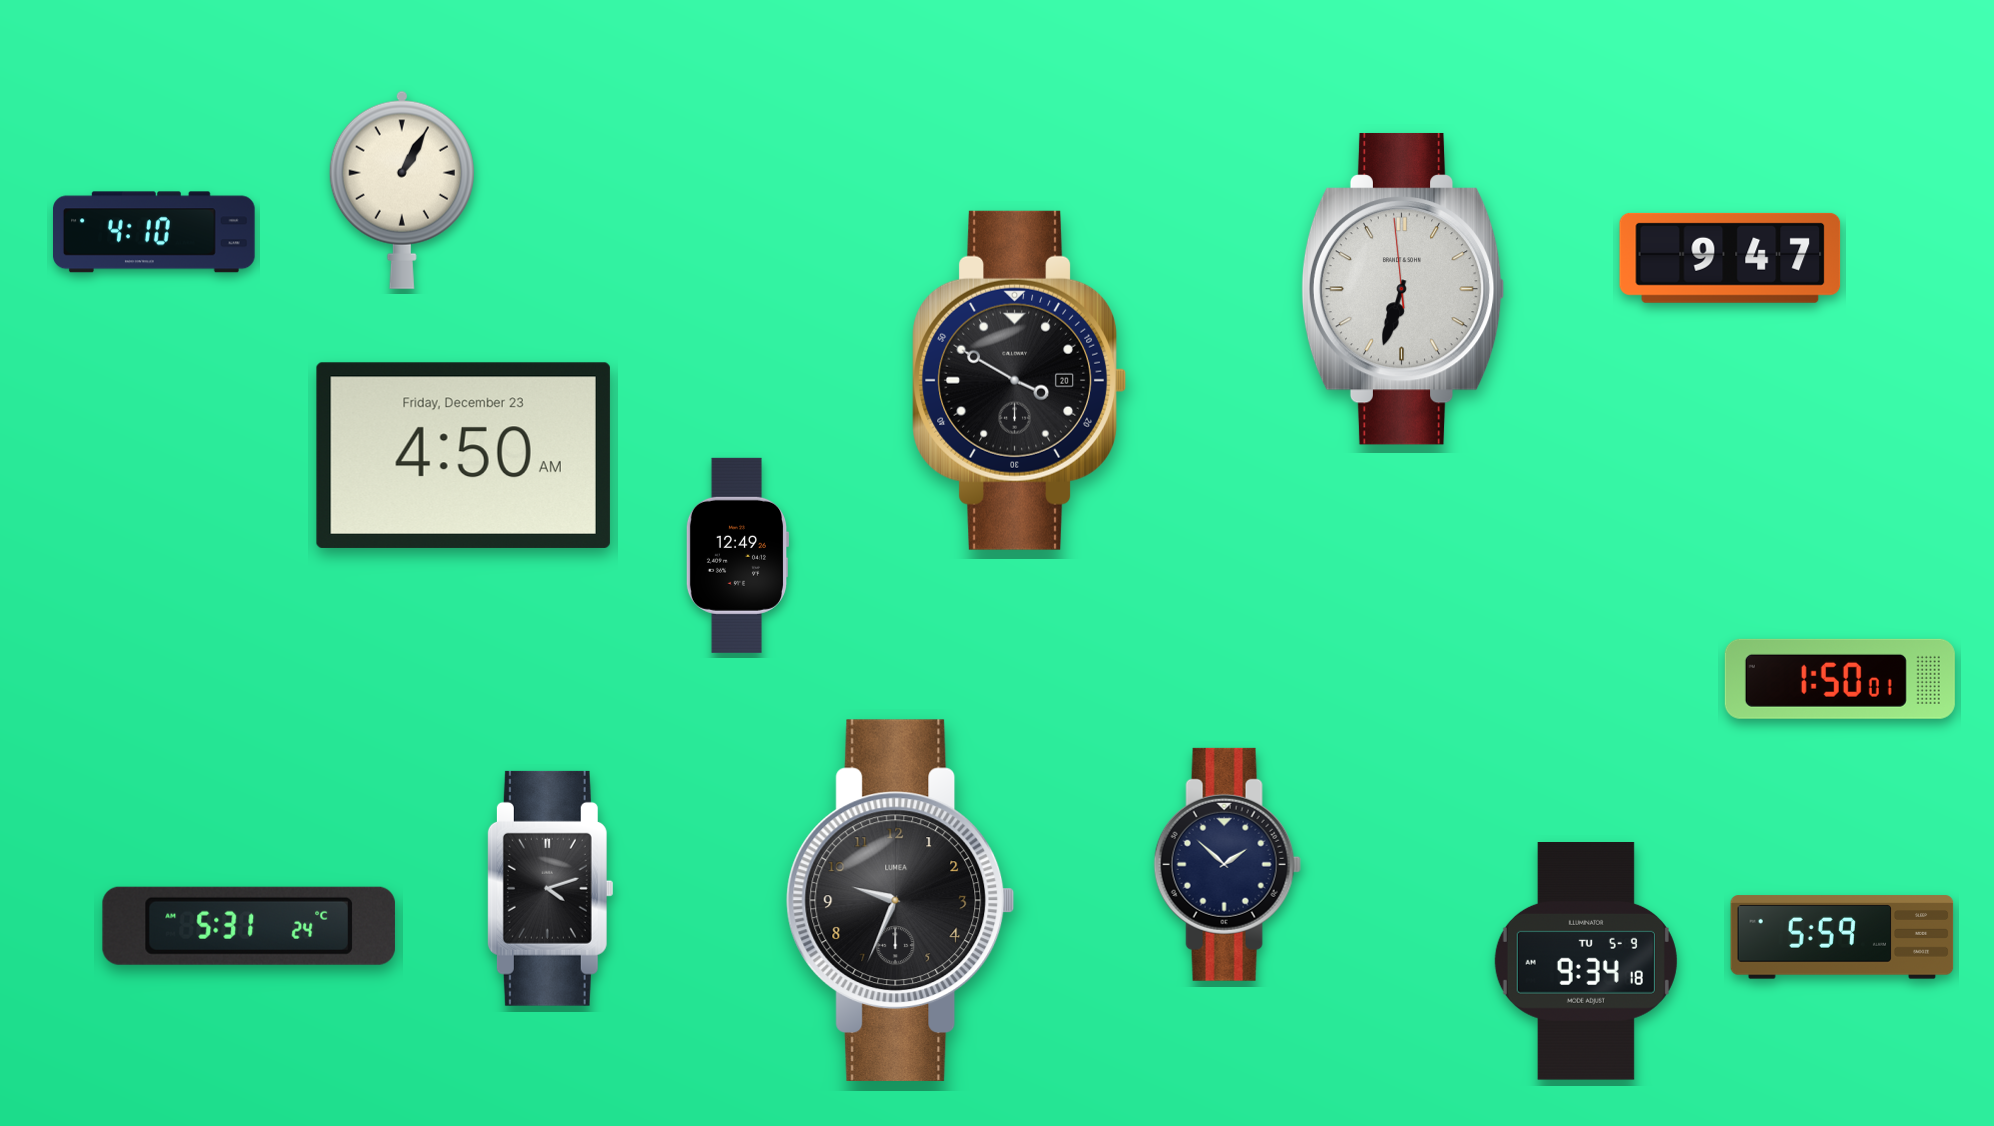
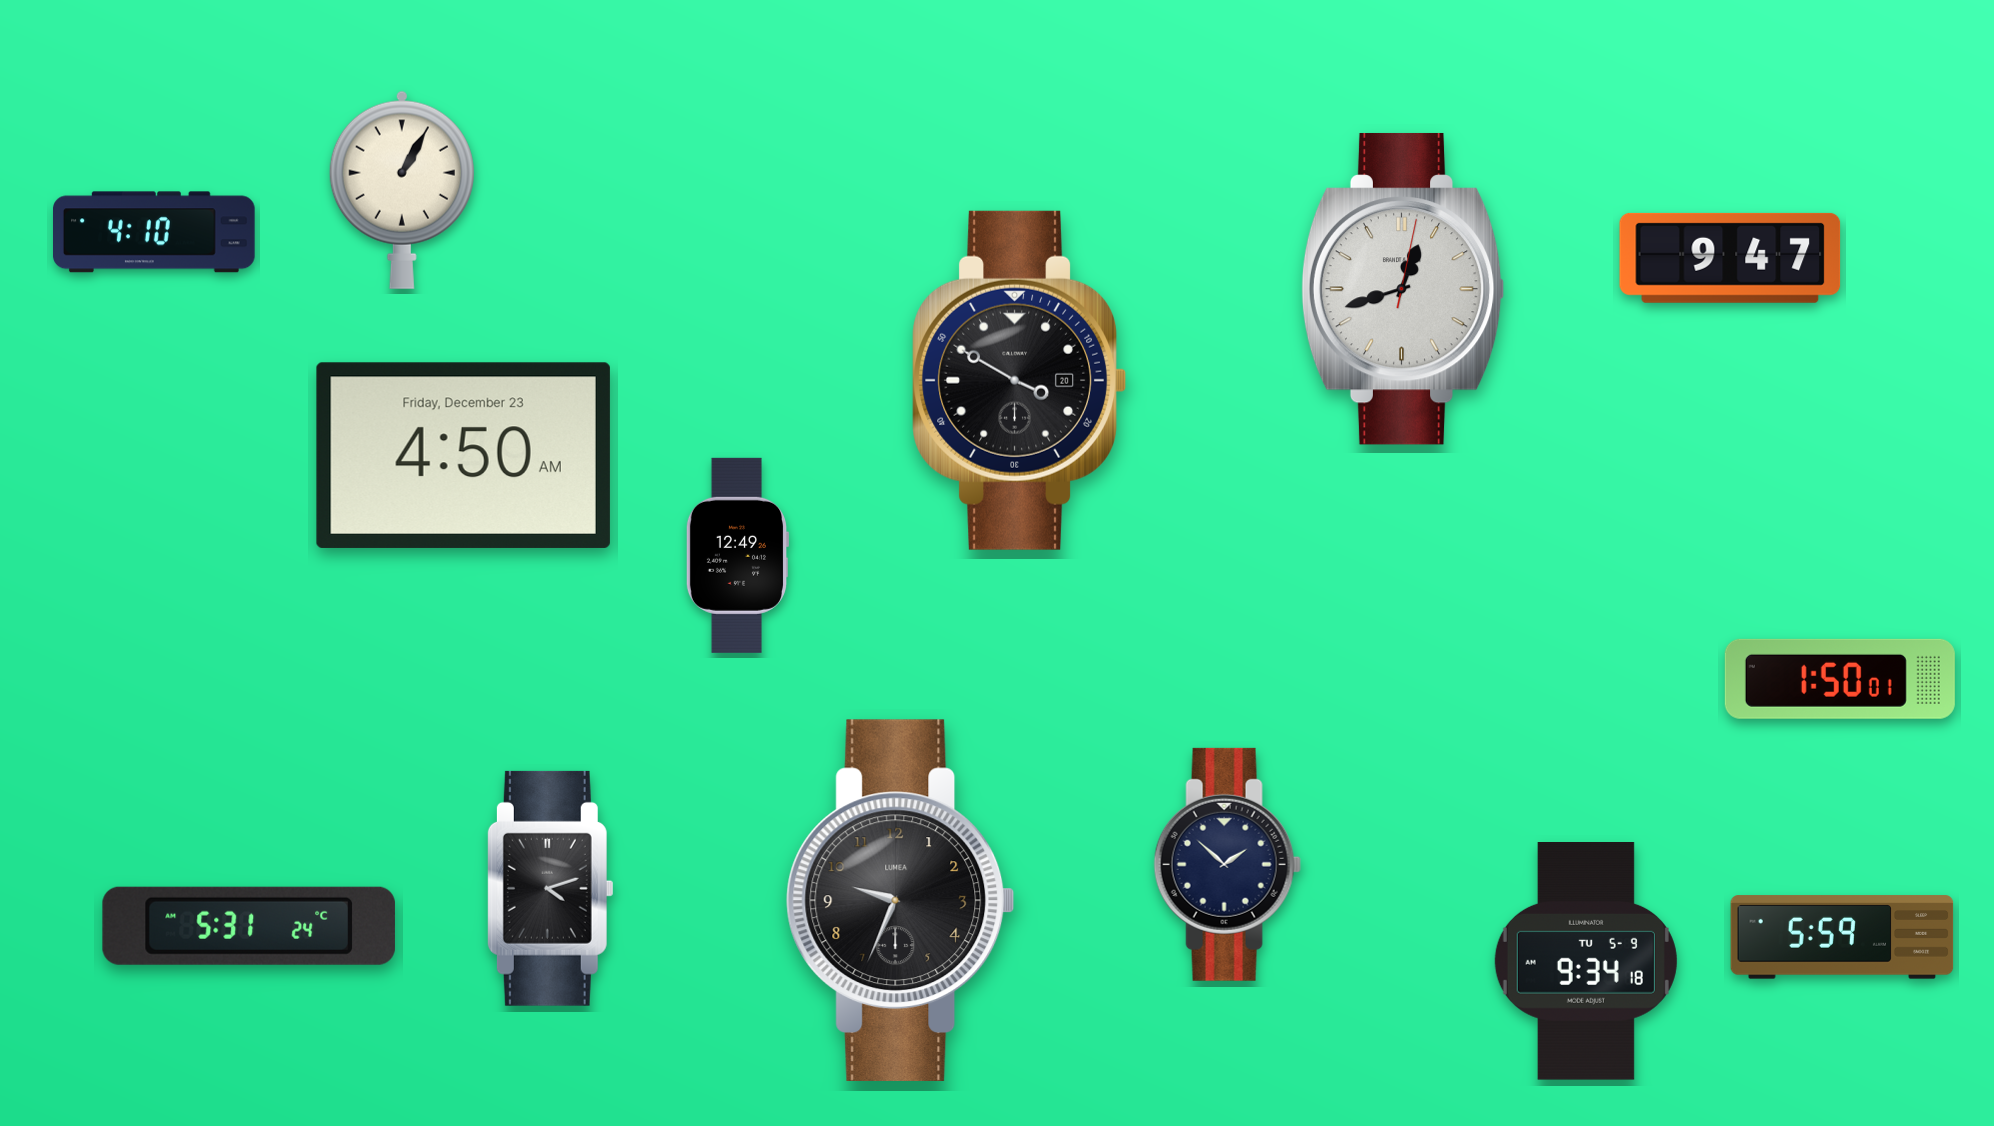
clock at (1403, 289): 6:32 -> 12:42
